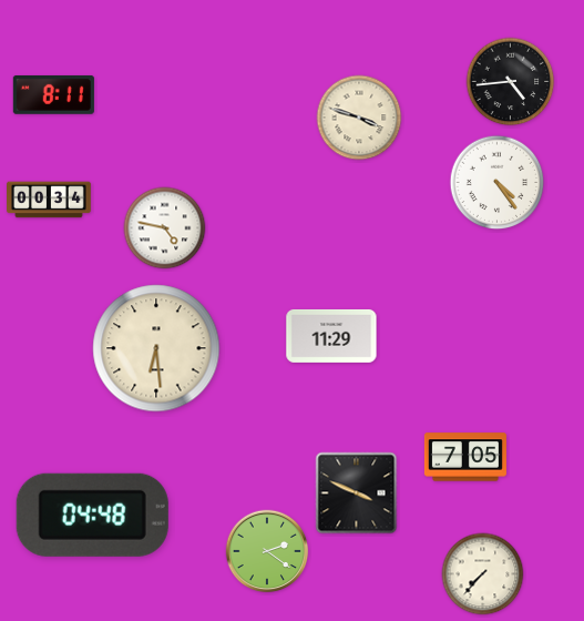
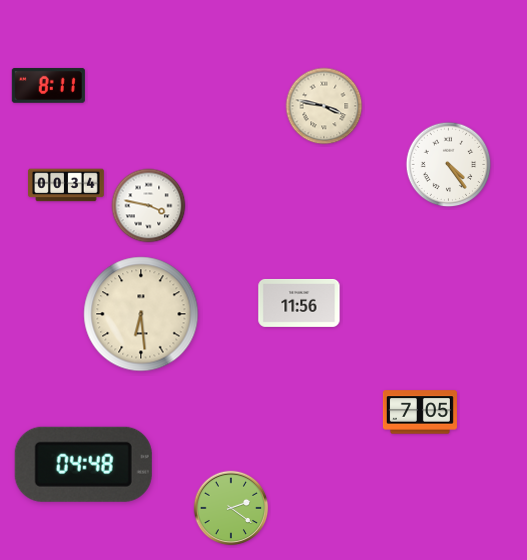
clock at (511, 82): 4:44 -> none
clock at (359, 118): 3:48 -> 3:47
clock at (50, 200) position: (50, 200) -> (67, 185)
clock at (165, 228): 4:47 -> 3:47
clock at (331, 336): 11:29 -> 11:56
clock at (357, 493): 3:49 -> none
clock at (267, 551) position: (267, 551) -> (231, 508)
clock at (483, 574): 7:37 -> none
